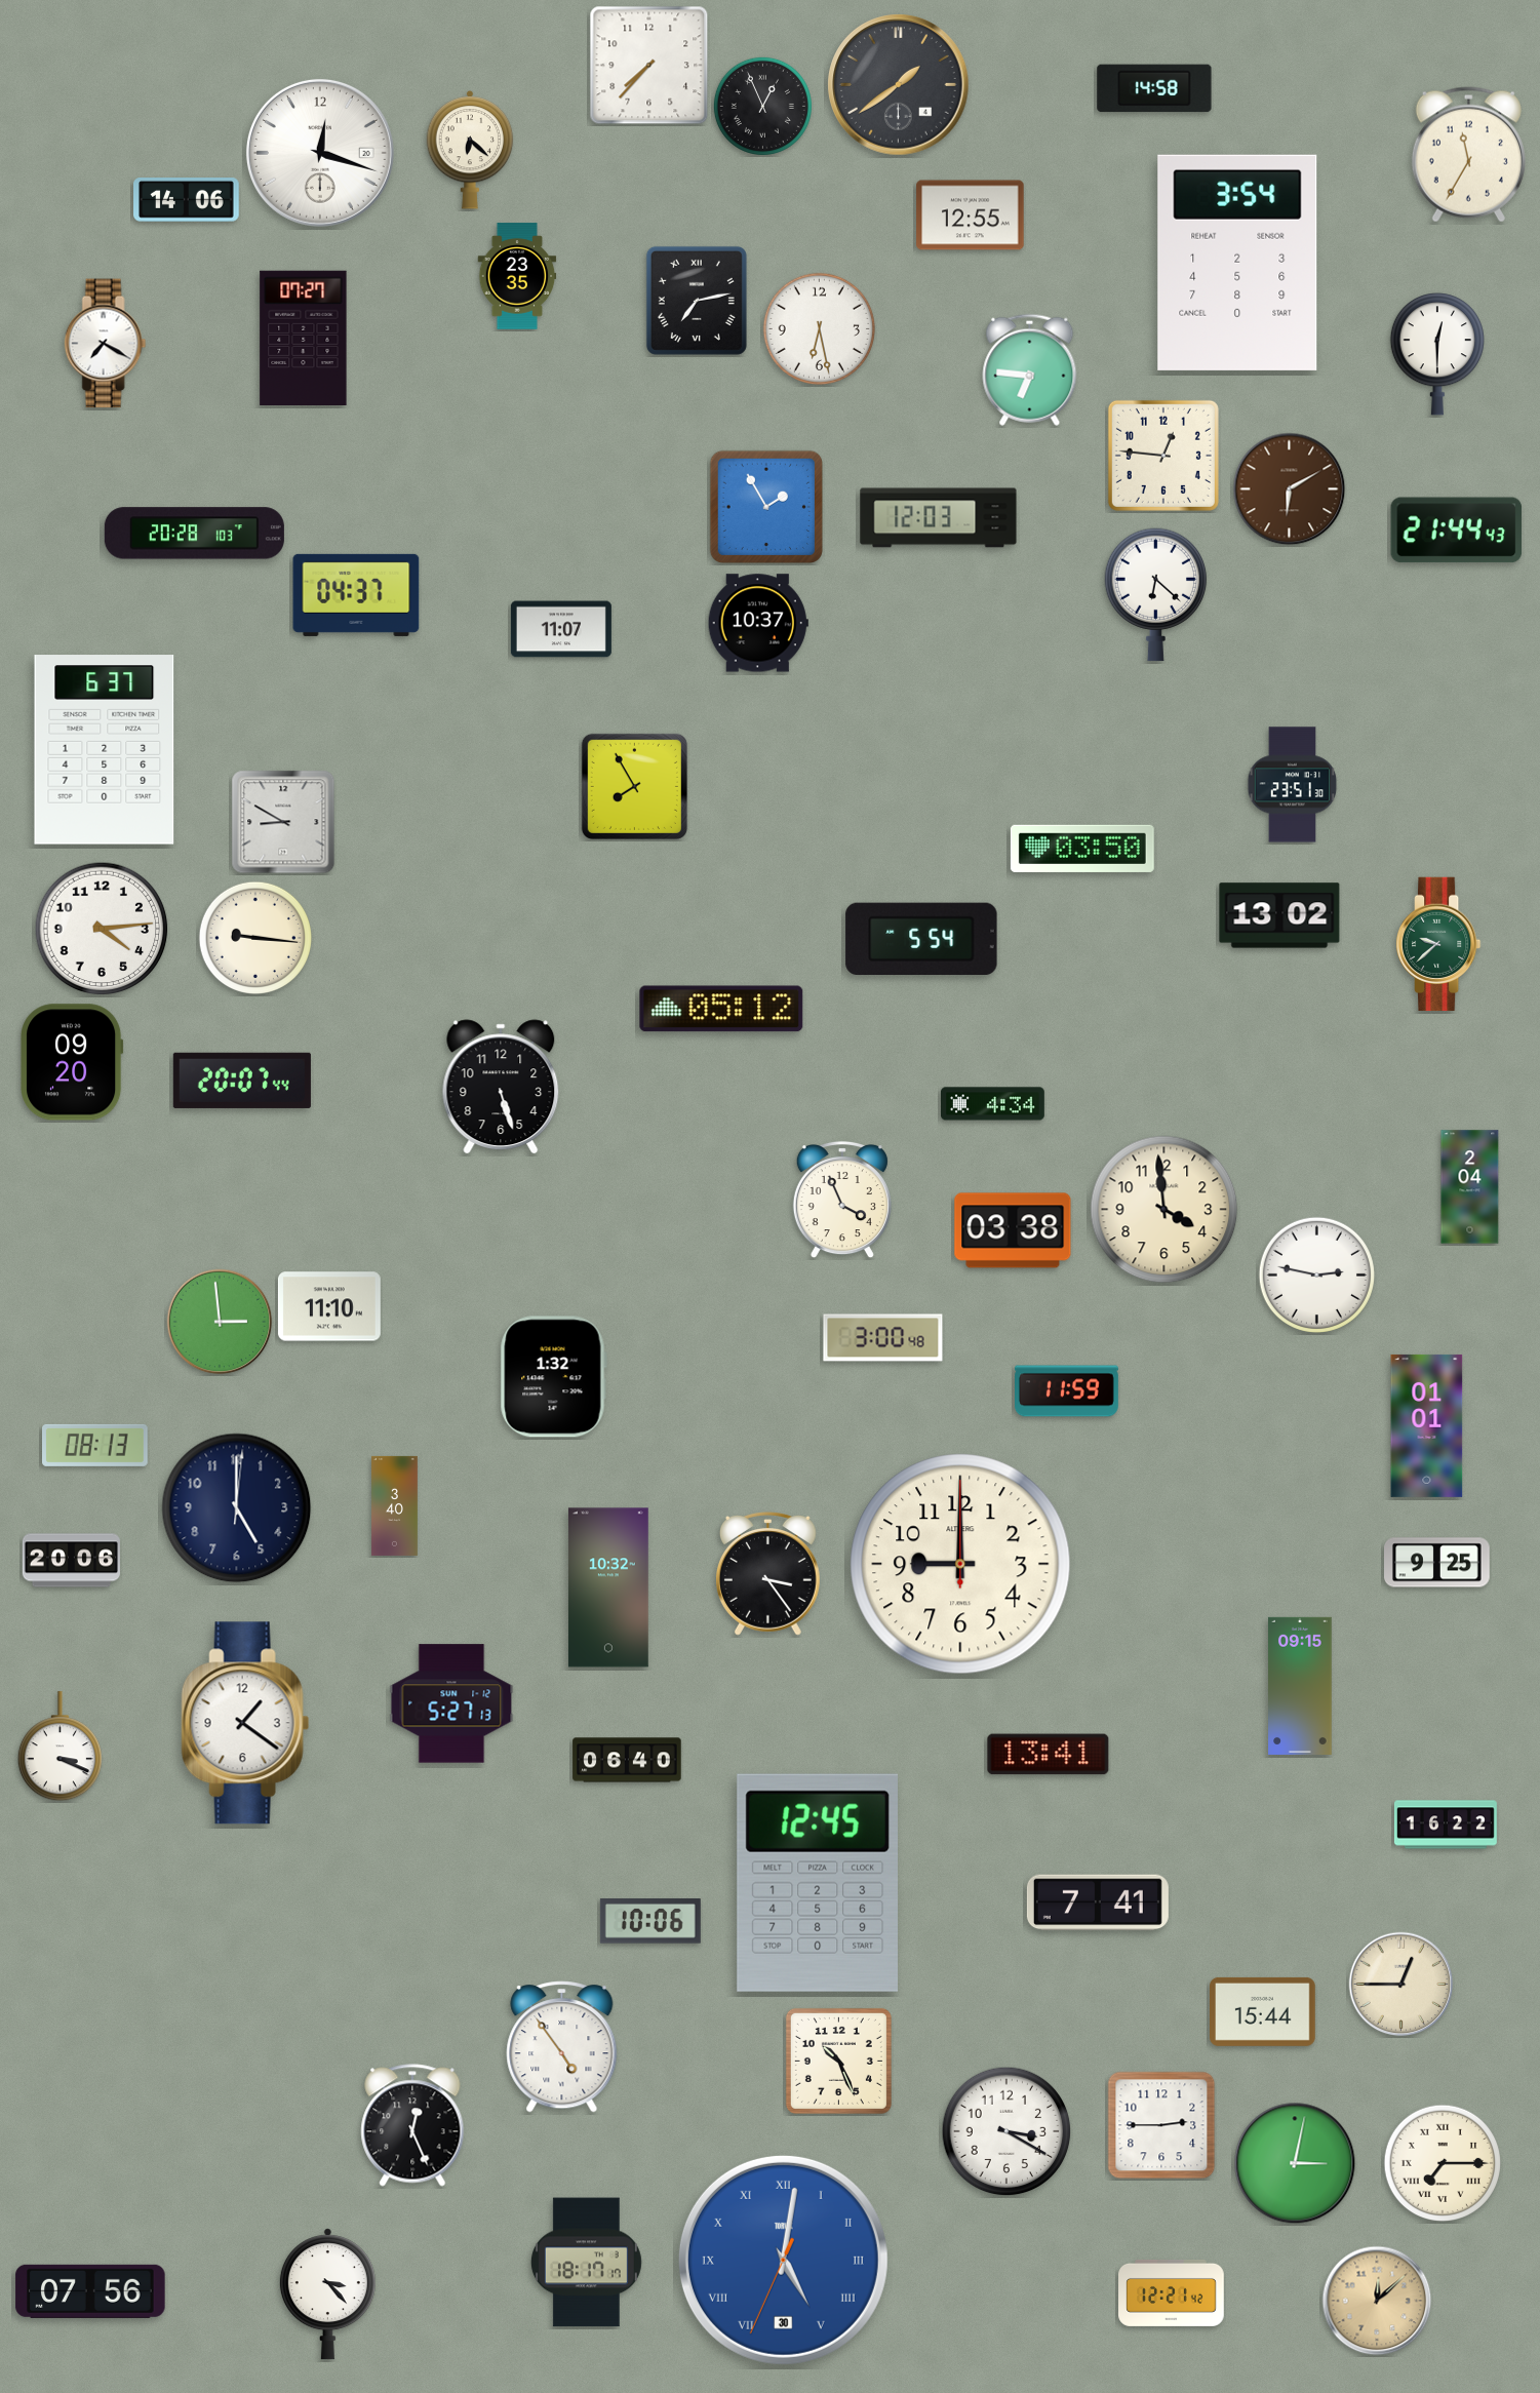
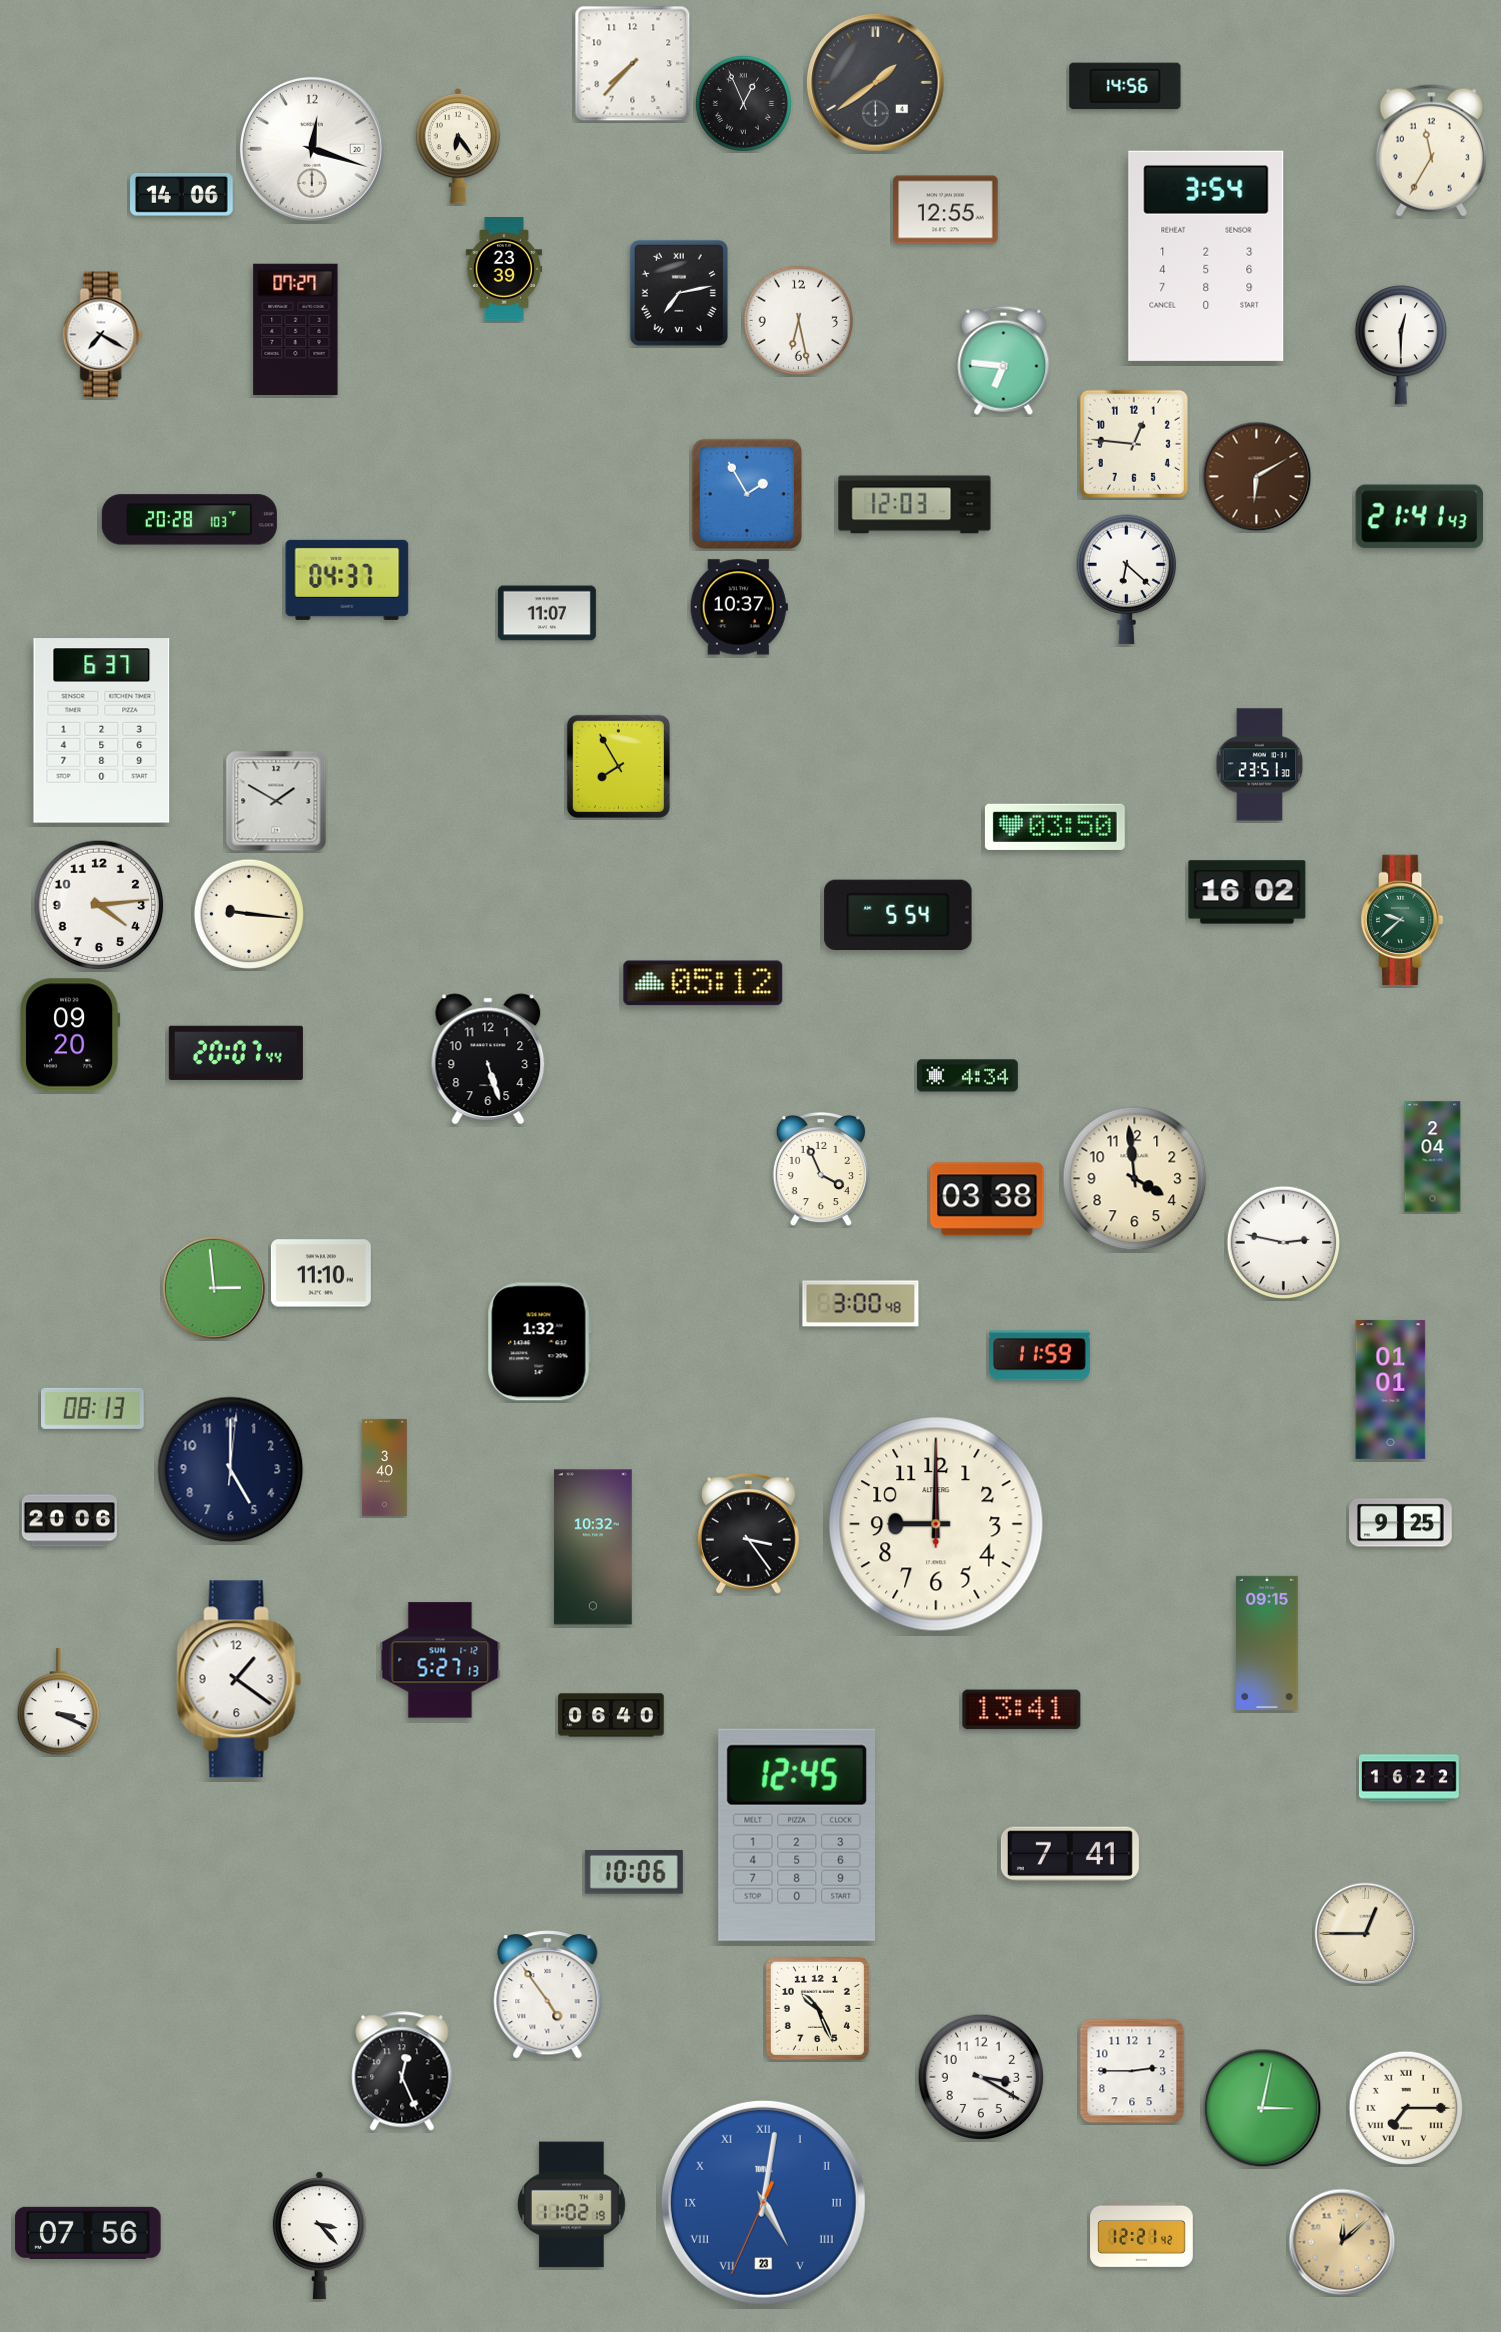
clock at (1154, 88): 14:58 -> 14:56
clock at (470, 150): 6:22 -> 6:24
clock at (517, 276): 23:35 -> 23:39
clock at (1457, 531): 21:44 -> 21:41
clock at (283, 822): 8:50 -> 1:50
clock at (1279, 915): 13:02 -> 16:02
clock at (1263, 2011): 15:44 -> none
clock at (783, 2260) date: 30 -> 23
clock at (586, 2263): 18:17 -> 11:02
